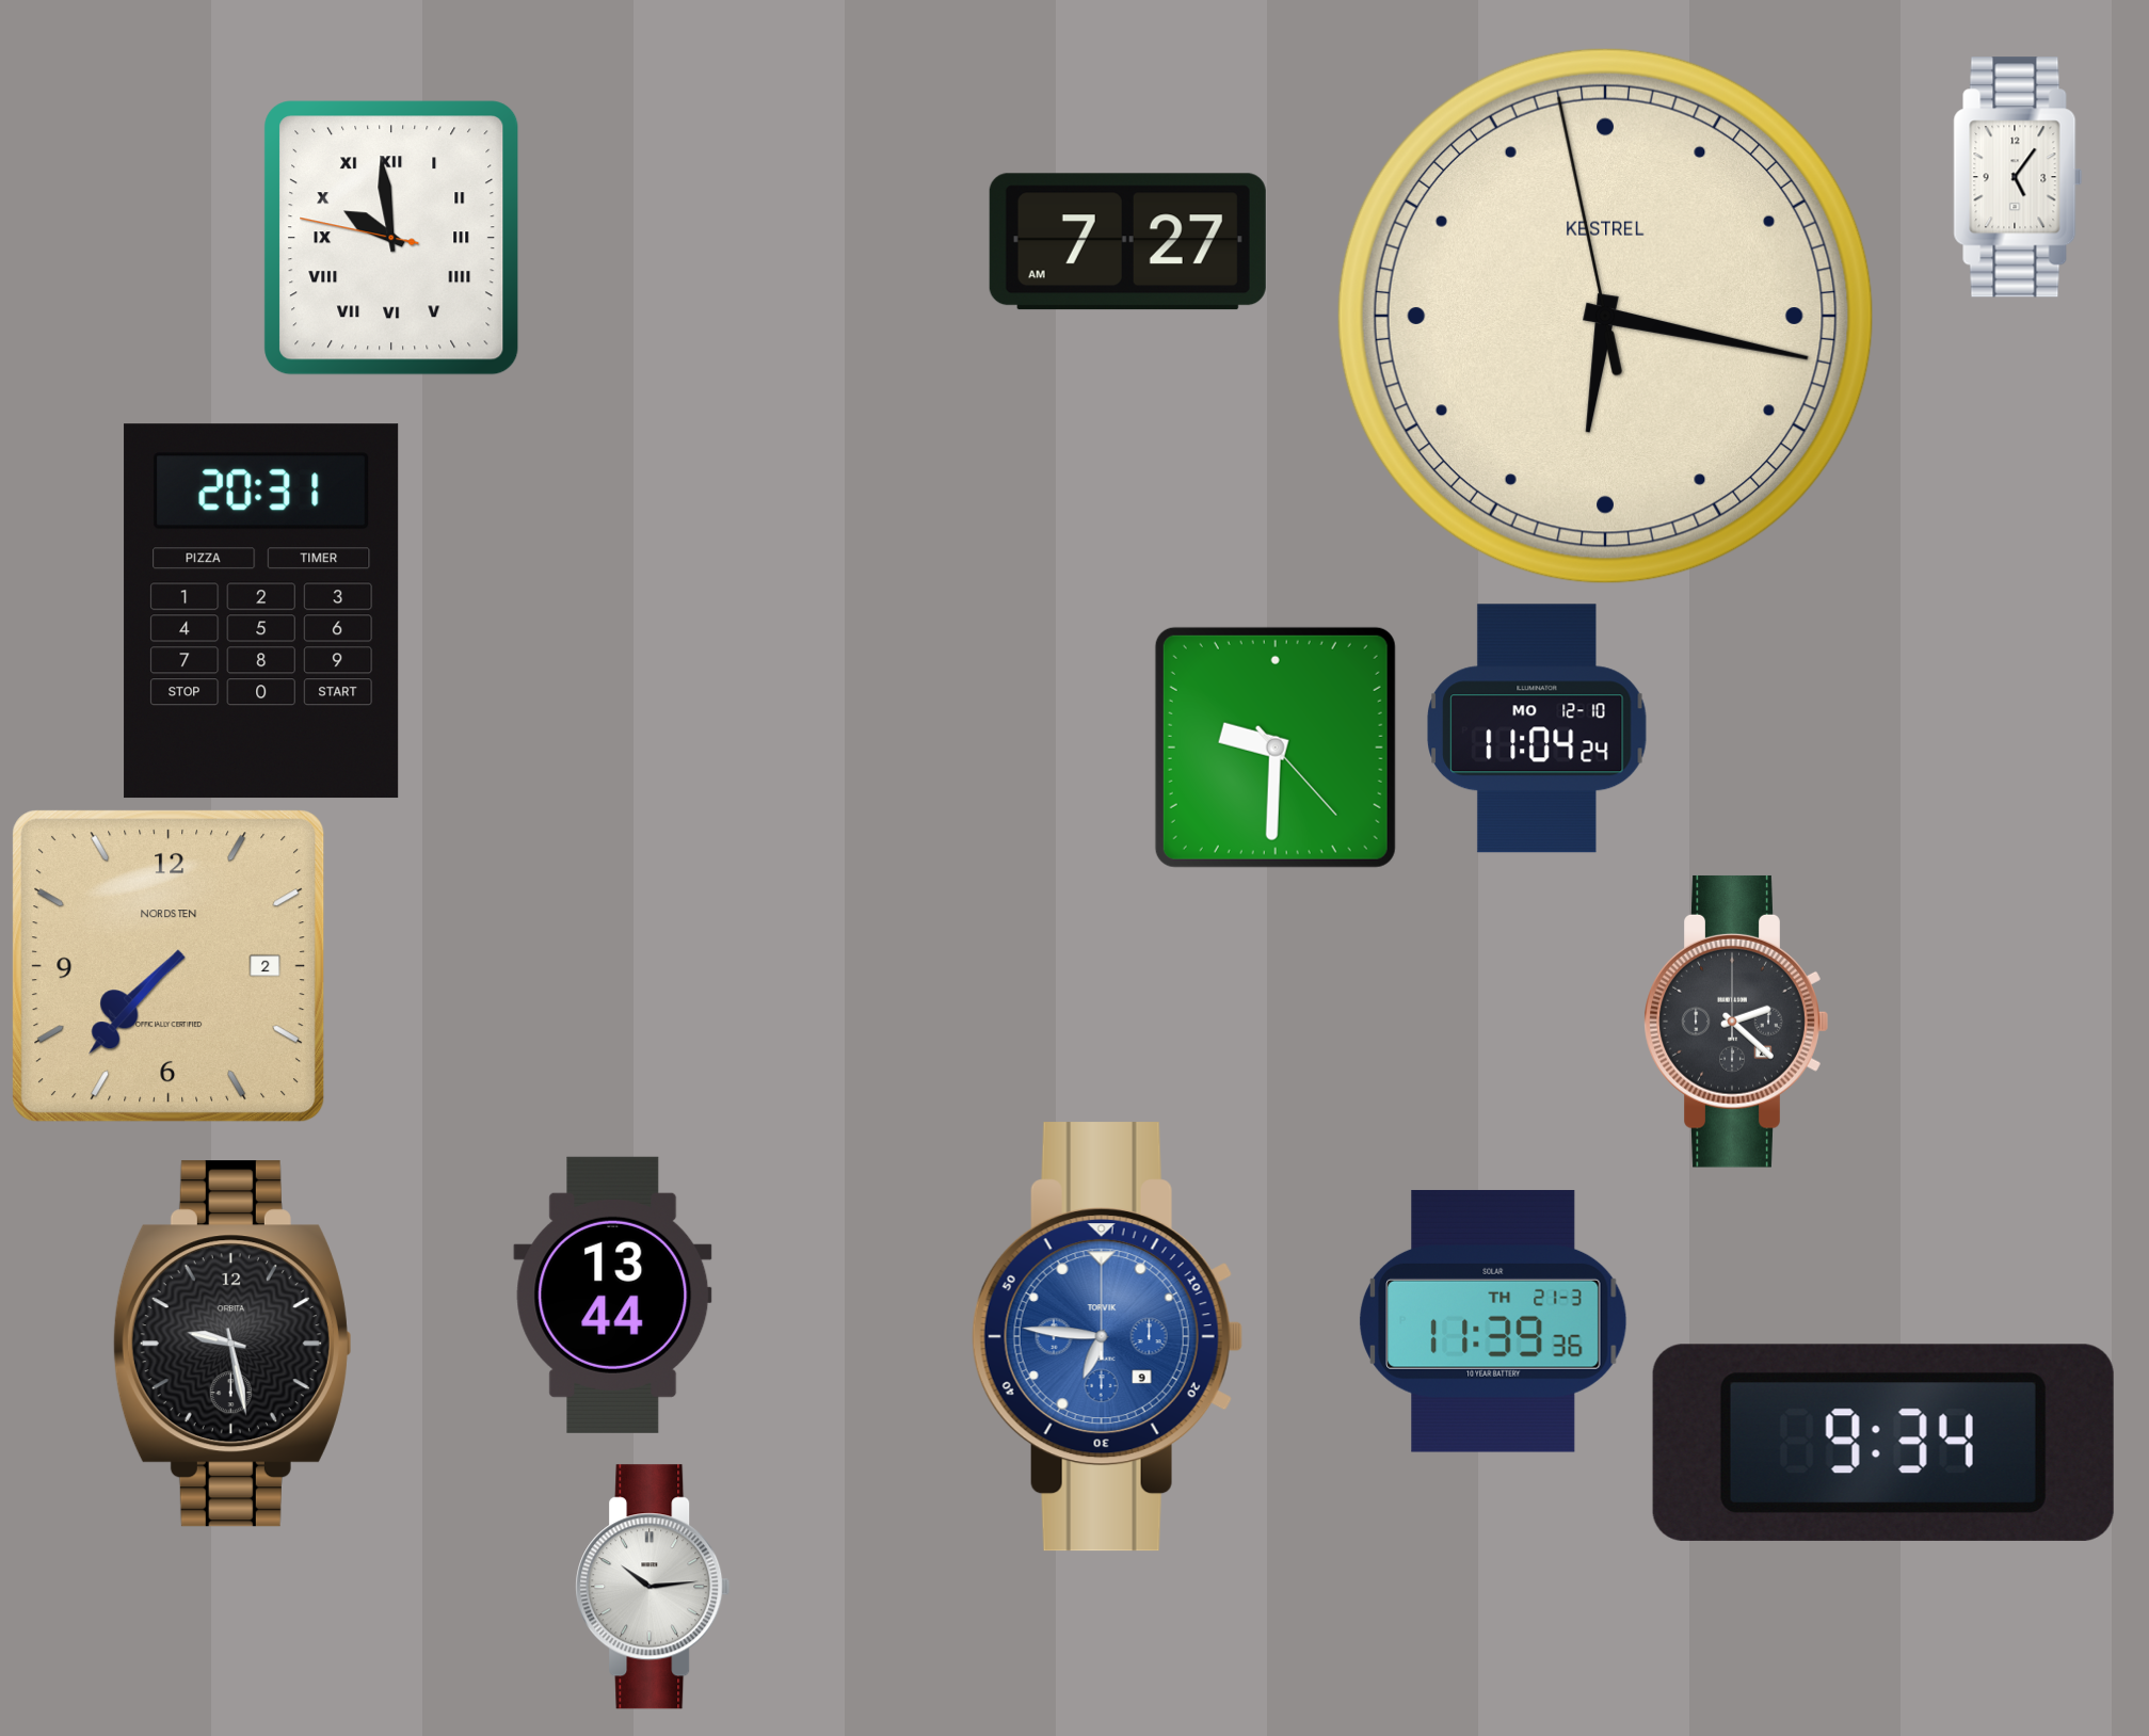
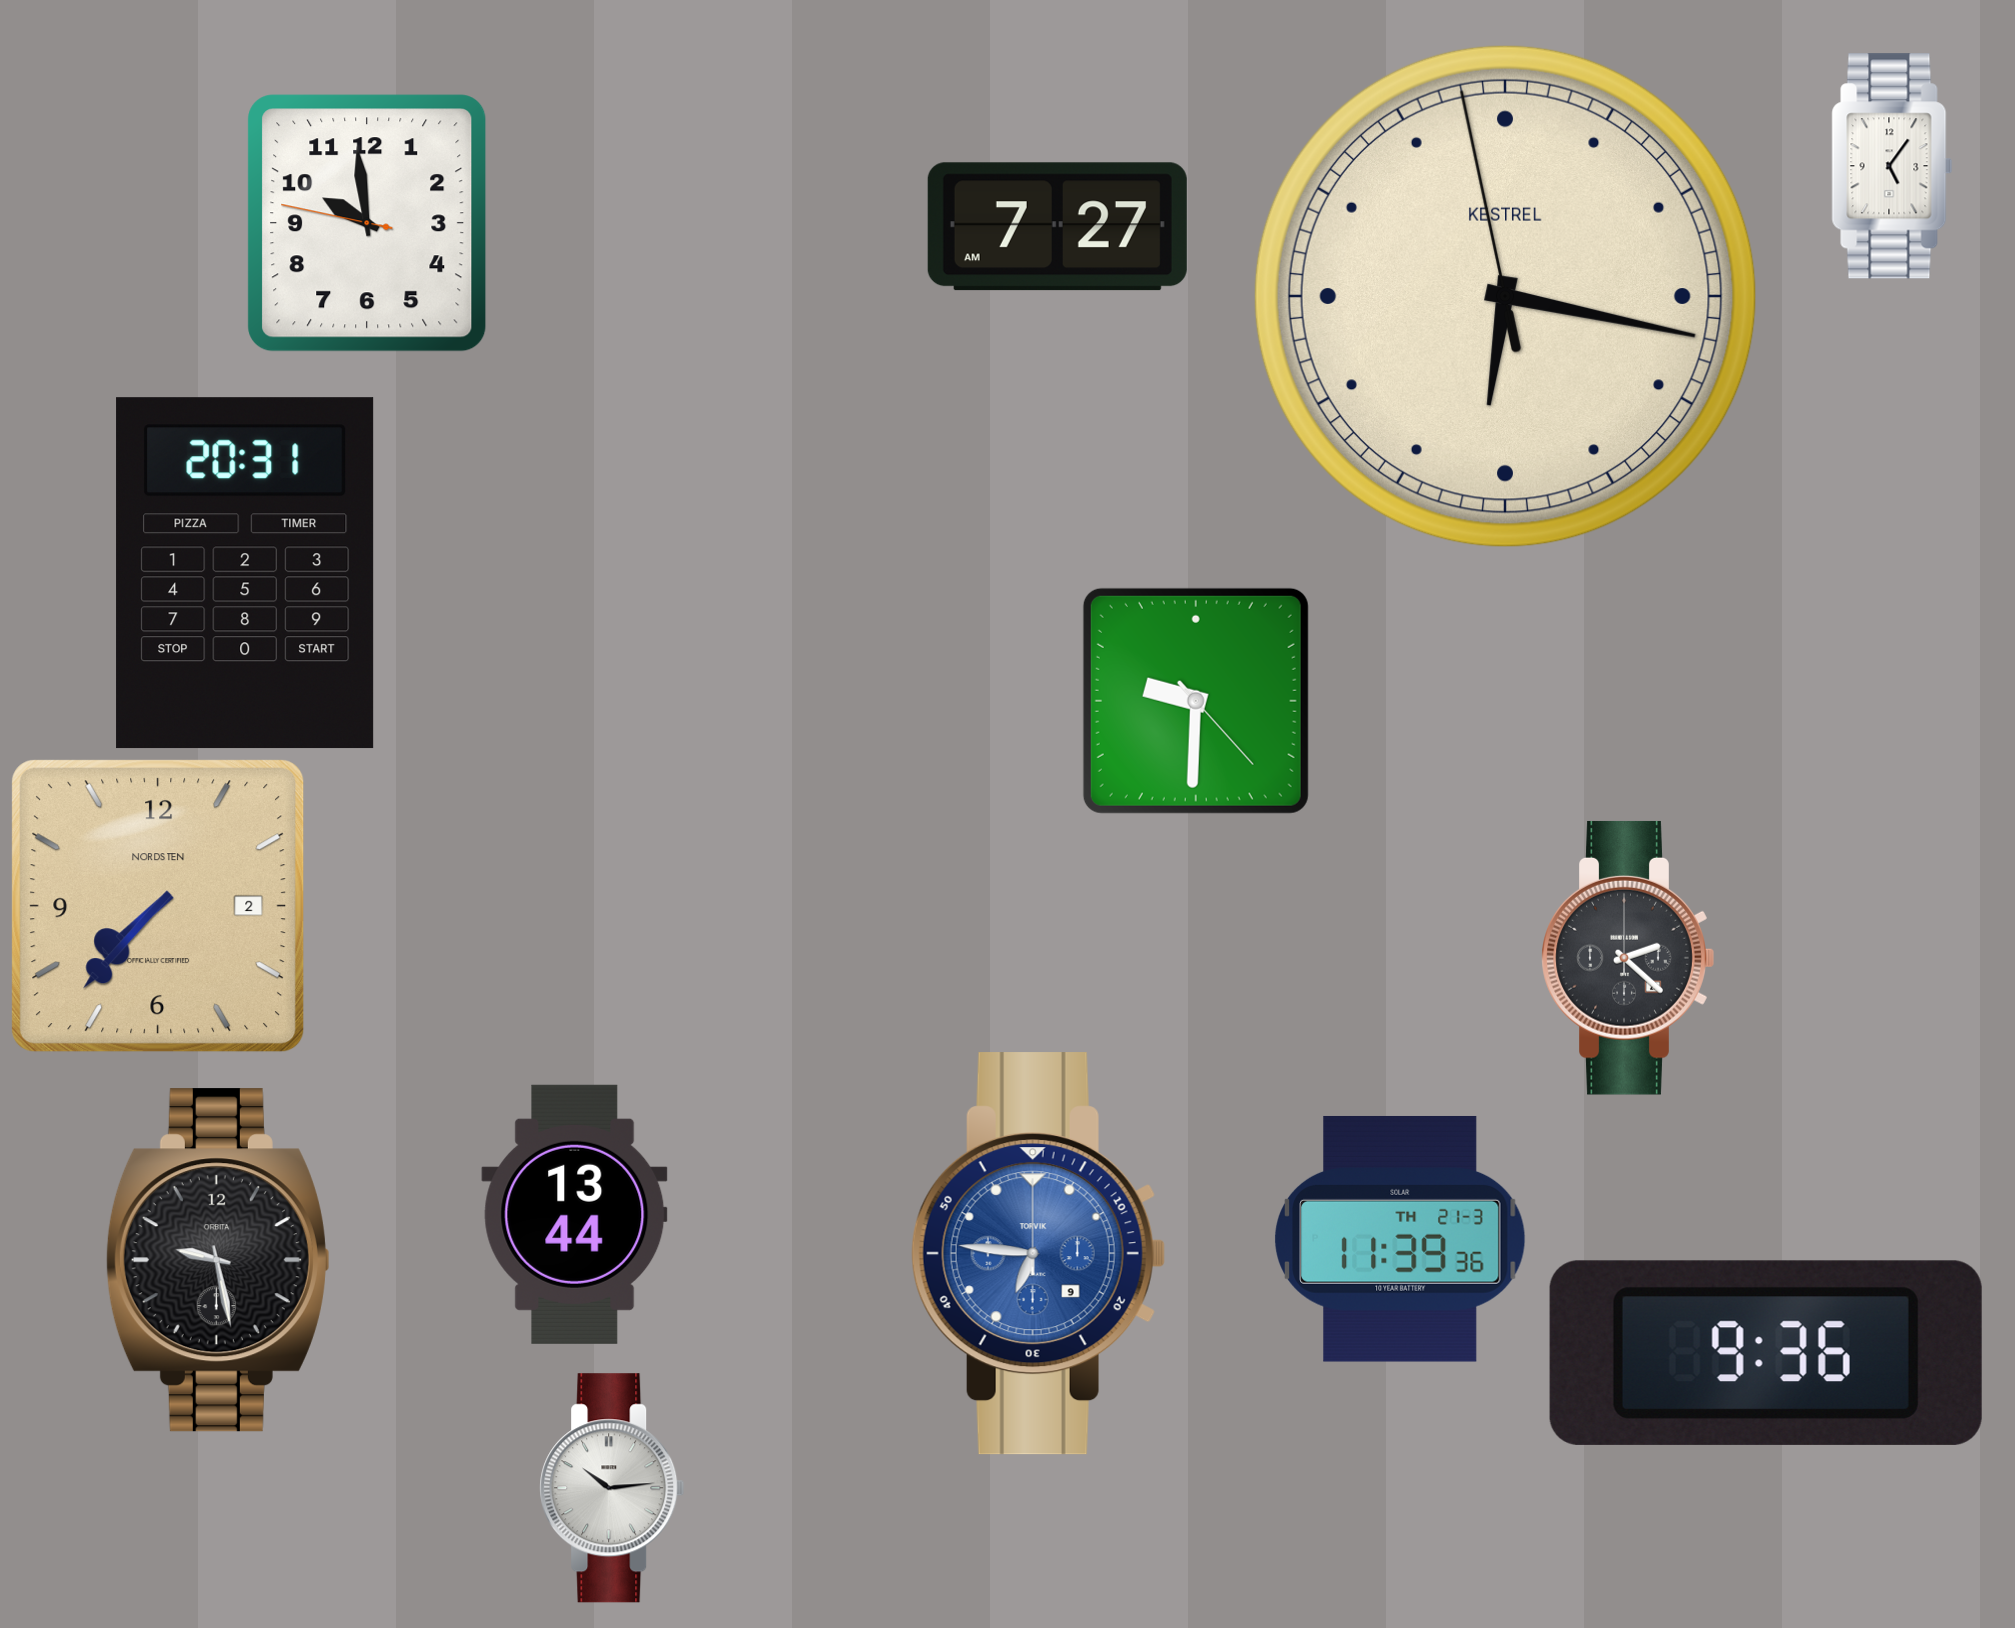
clock at (391, 238) numerals: Roman -> Arabic
clock at (1537, 728): 11:04 -> none
clock at (1883, 1443): 9:34 -> 9:36
